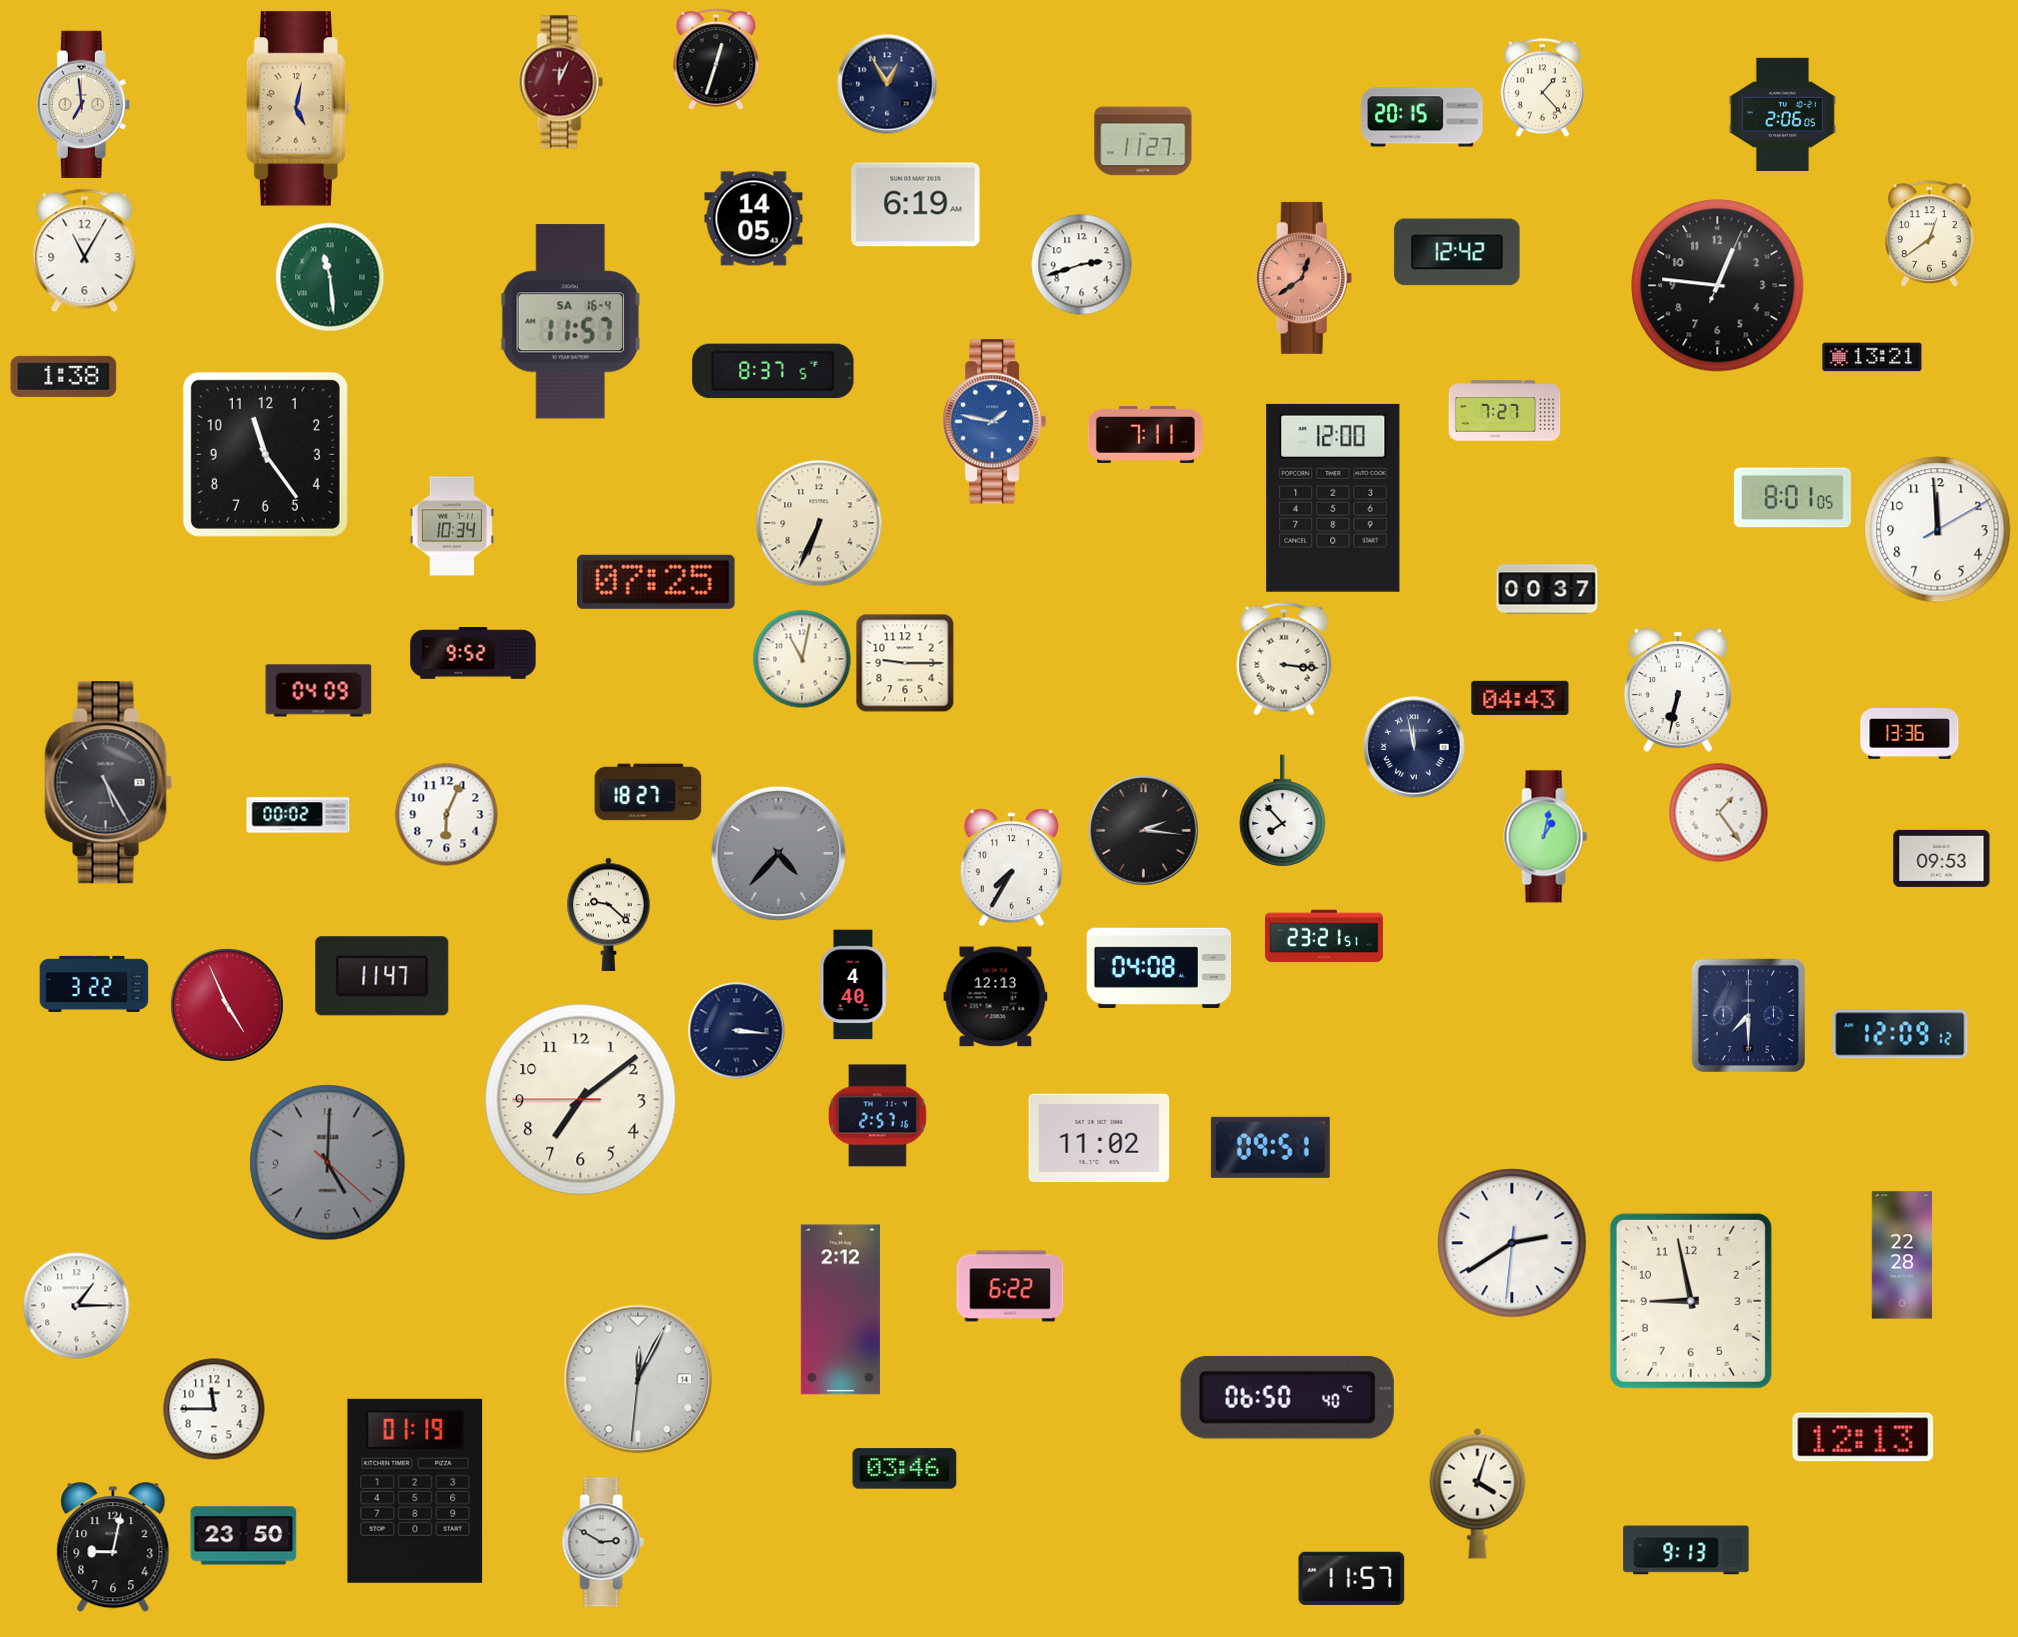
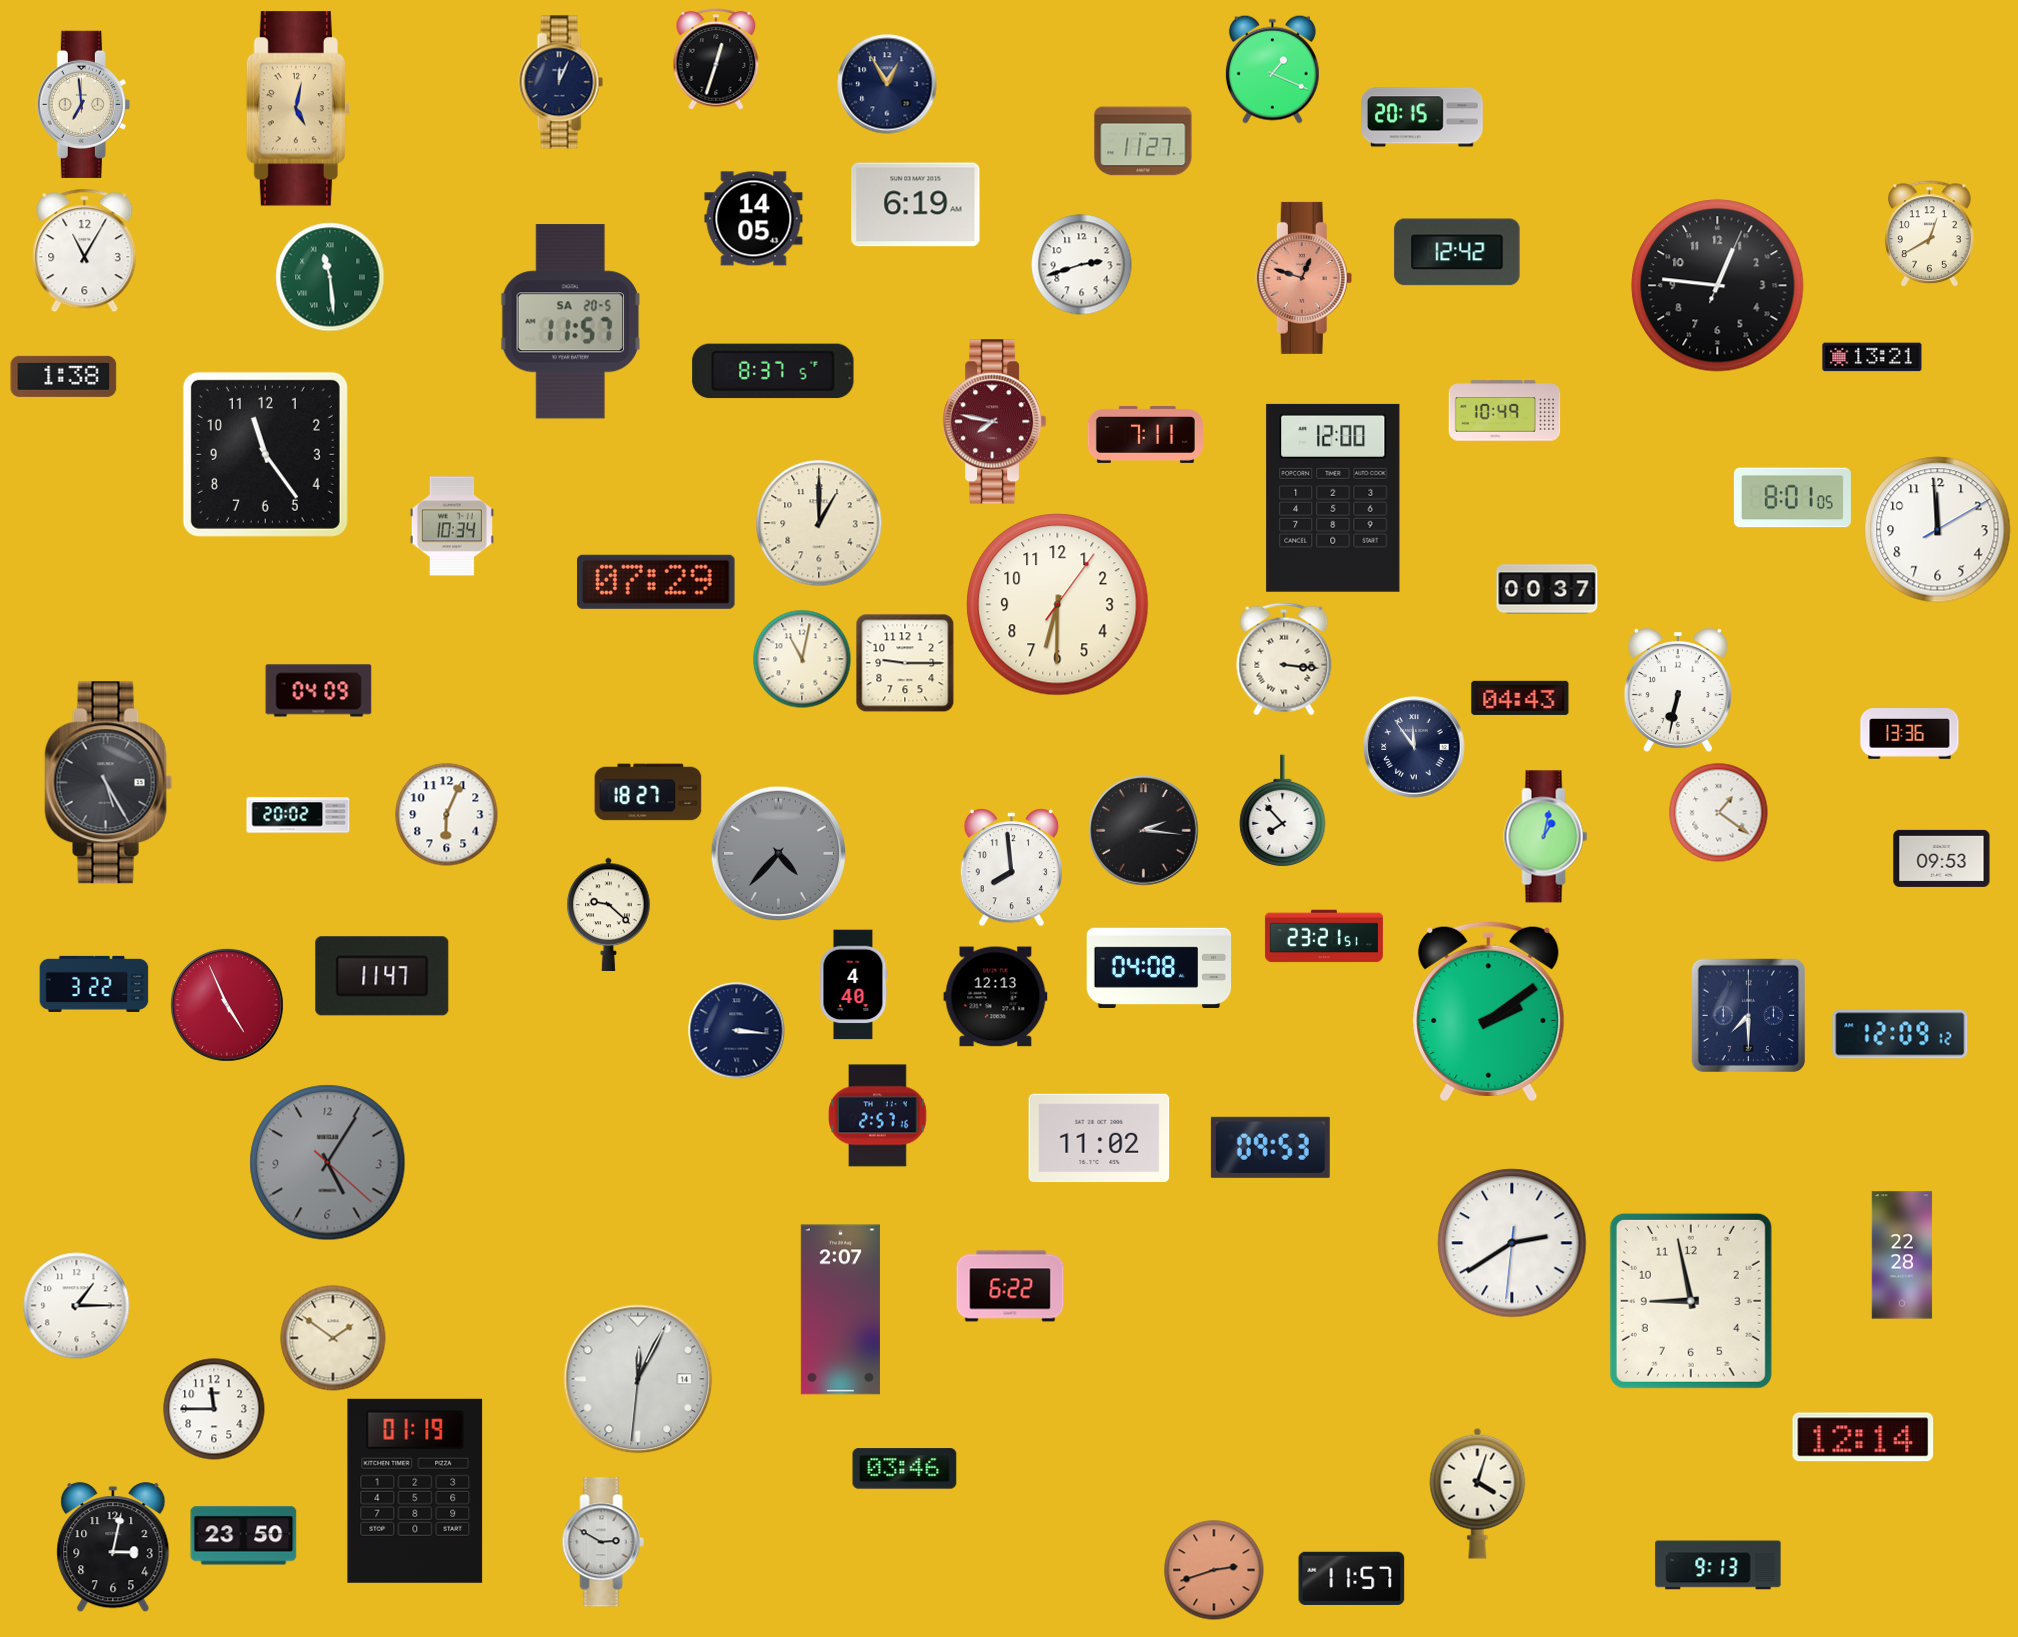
clock at (1272, 69): none -> 1:19
clock at (561, 82) dial: burgundy -> navy
clock at (1542, 88): 1:23 -> none
clock at (1782, 114): 2:06 -> none
clock at (1930, 234): 12:39 -> 12:40
clock at (1304, 278): 12:39 -> 12:48
clock at (570, 322) date: SA 16-4 -> SA 20-5
clock at (1505, 411): 7:27 -> 10:49
clock at (995, 422): 1:47 -> 7:47
clock at (995, 422) dial: blue -> burgundy
clock at (819, 523): 6:34 -> 1:00
clock at (657, 582): 07:25 -> 07:29
clock at (1058, 605): none -> 6:30
clock at (473, 653): 9:52 -> none
clock at (1414, 747): 11:58 -> 11:54
clock at (1719, 813): 1:24 -> 1:21
clock at (298, 815): 00:02 -> 20:02
clock at (1011, 868): 7:35 -> 7:59
clock at (1489, 1011): none -> 2:09
clock at (581, 1100): 7:08 -> none
clock at (1270, 1147): 09:51 -> 09:53
clock at (328, 1163): 5:00 -> 5:05
clock at (840, 1310): 2:12 -> 2:07
clock at (333, 1338): none -> 1:51
clock at (1287, 1397): 06:50 -> none
clock at (1863, 1437): 12:13 -> 12:14
clock at (113, 1548): 9:02 -> 3:02
clock at (1686, 1550) position: (1686, 1550) -> (1718, 1565)
clock at (1214, 1570): none -> 2:42
